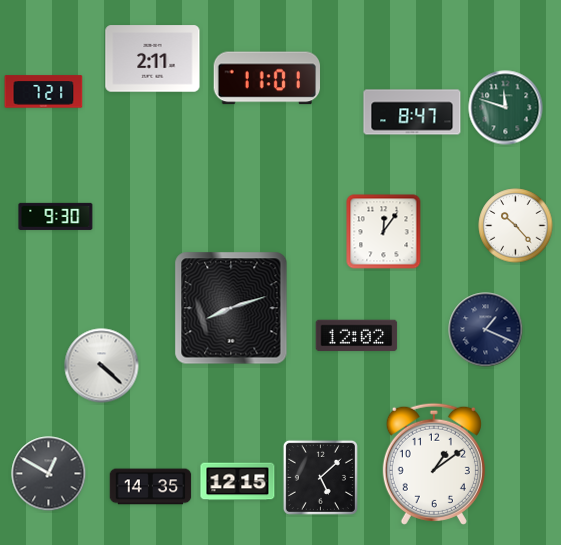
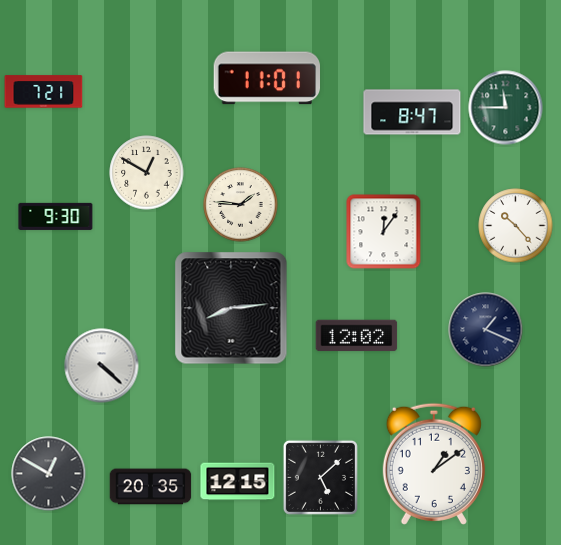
clock at (153, 59): 2:11 -> none
clock at (506, 108): 11:48 -> 11:45
clock at (147, 173): none -> 12:50
clock at (241, 205): none -> 1:46
clock at (231, 308): 8:12 -> 8:14
clock at (151, 487): 14:35 -> 20:35
